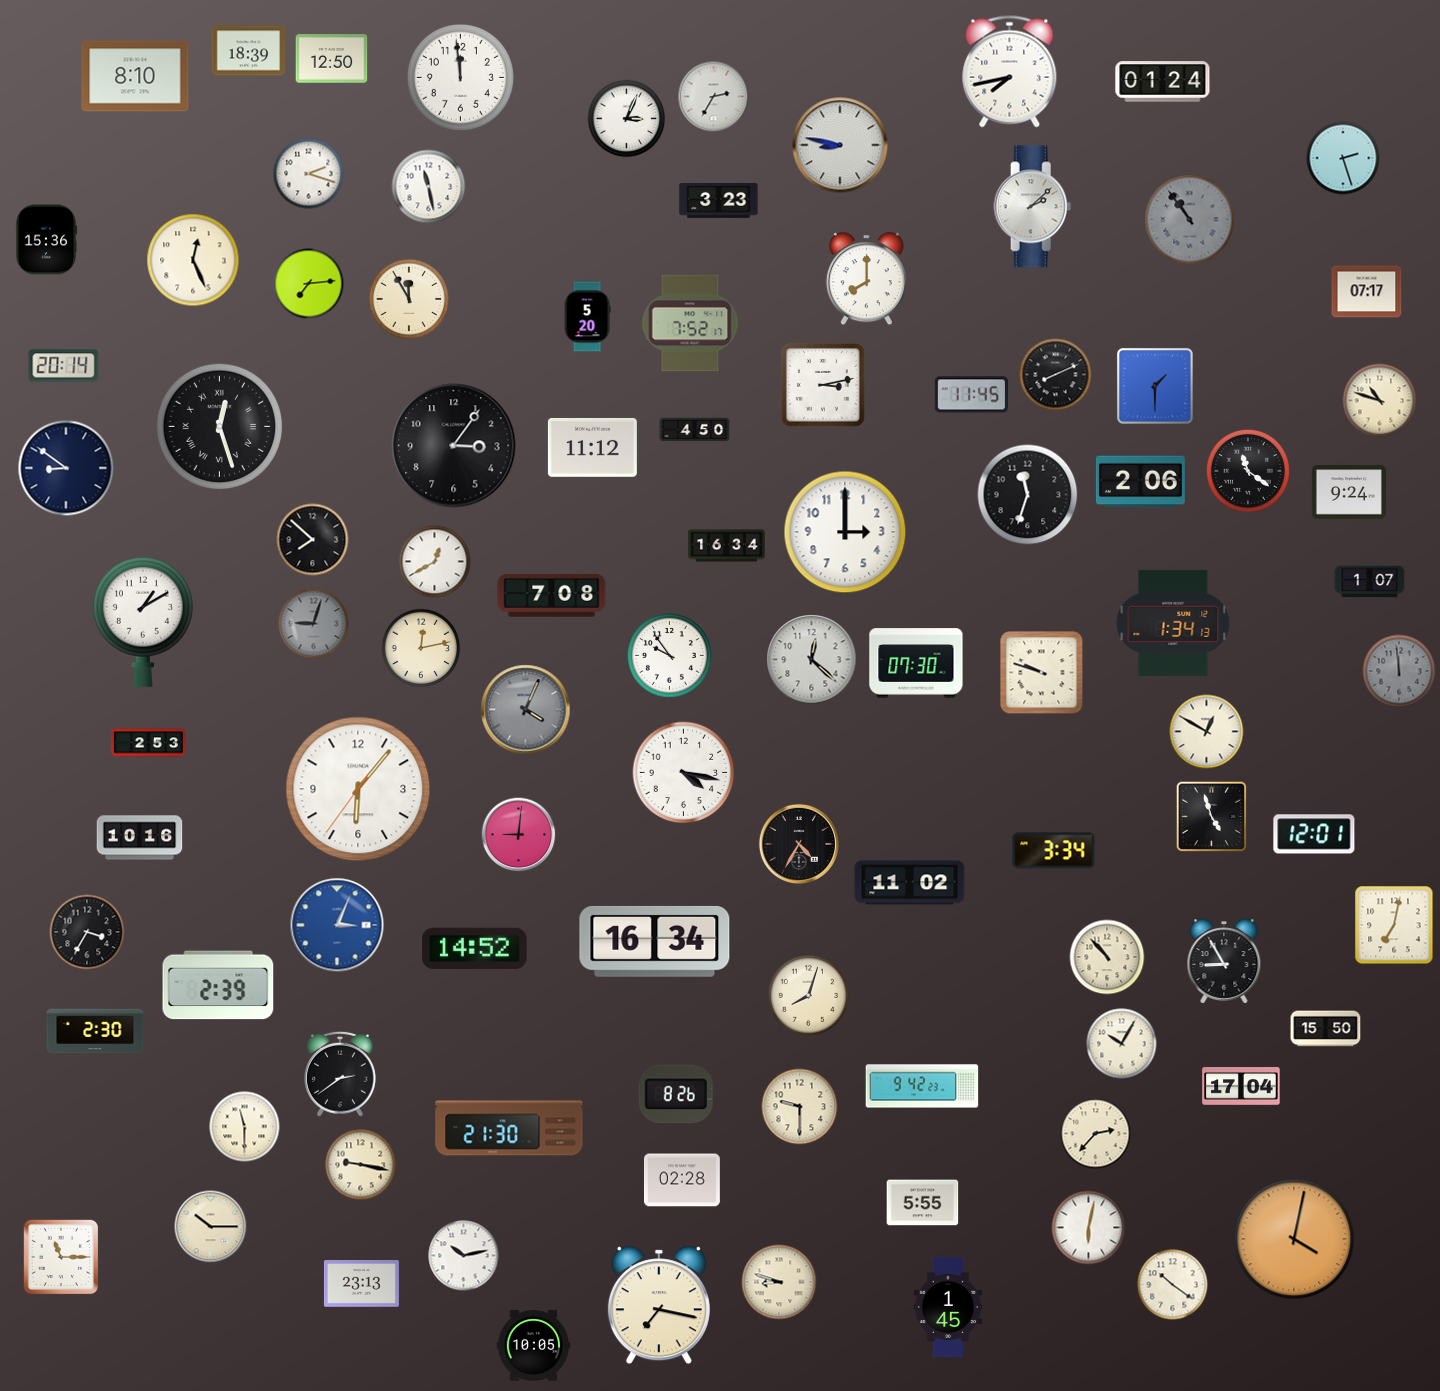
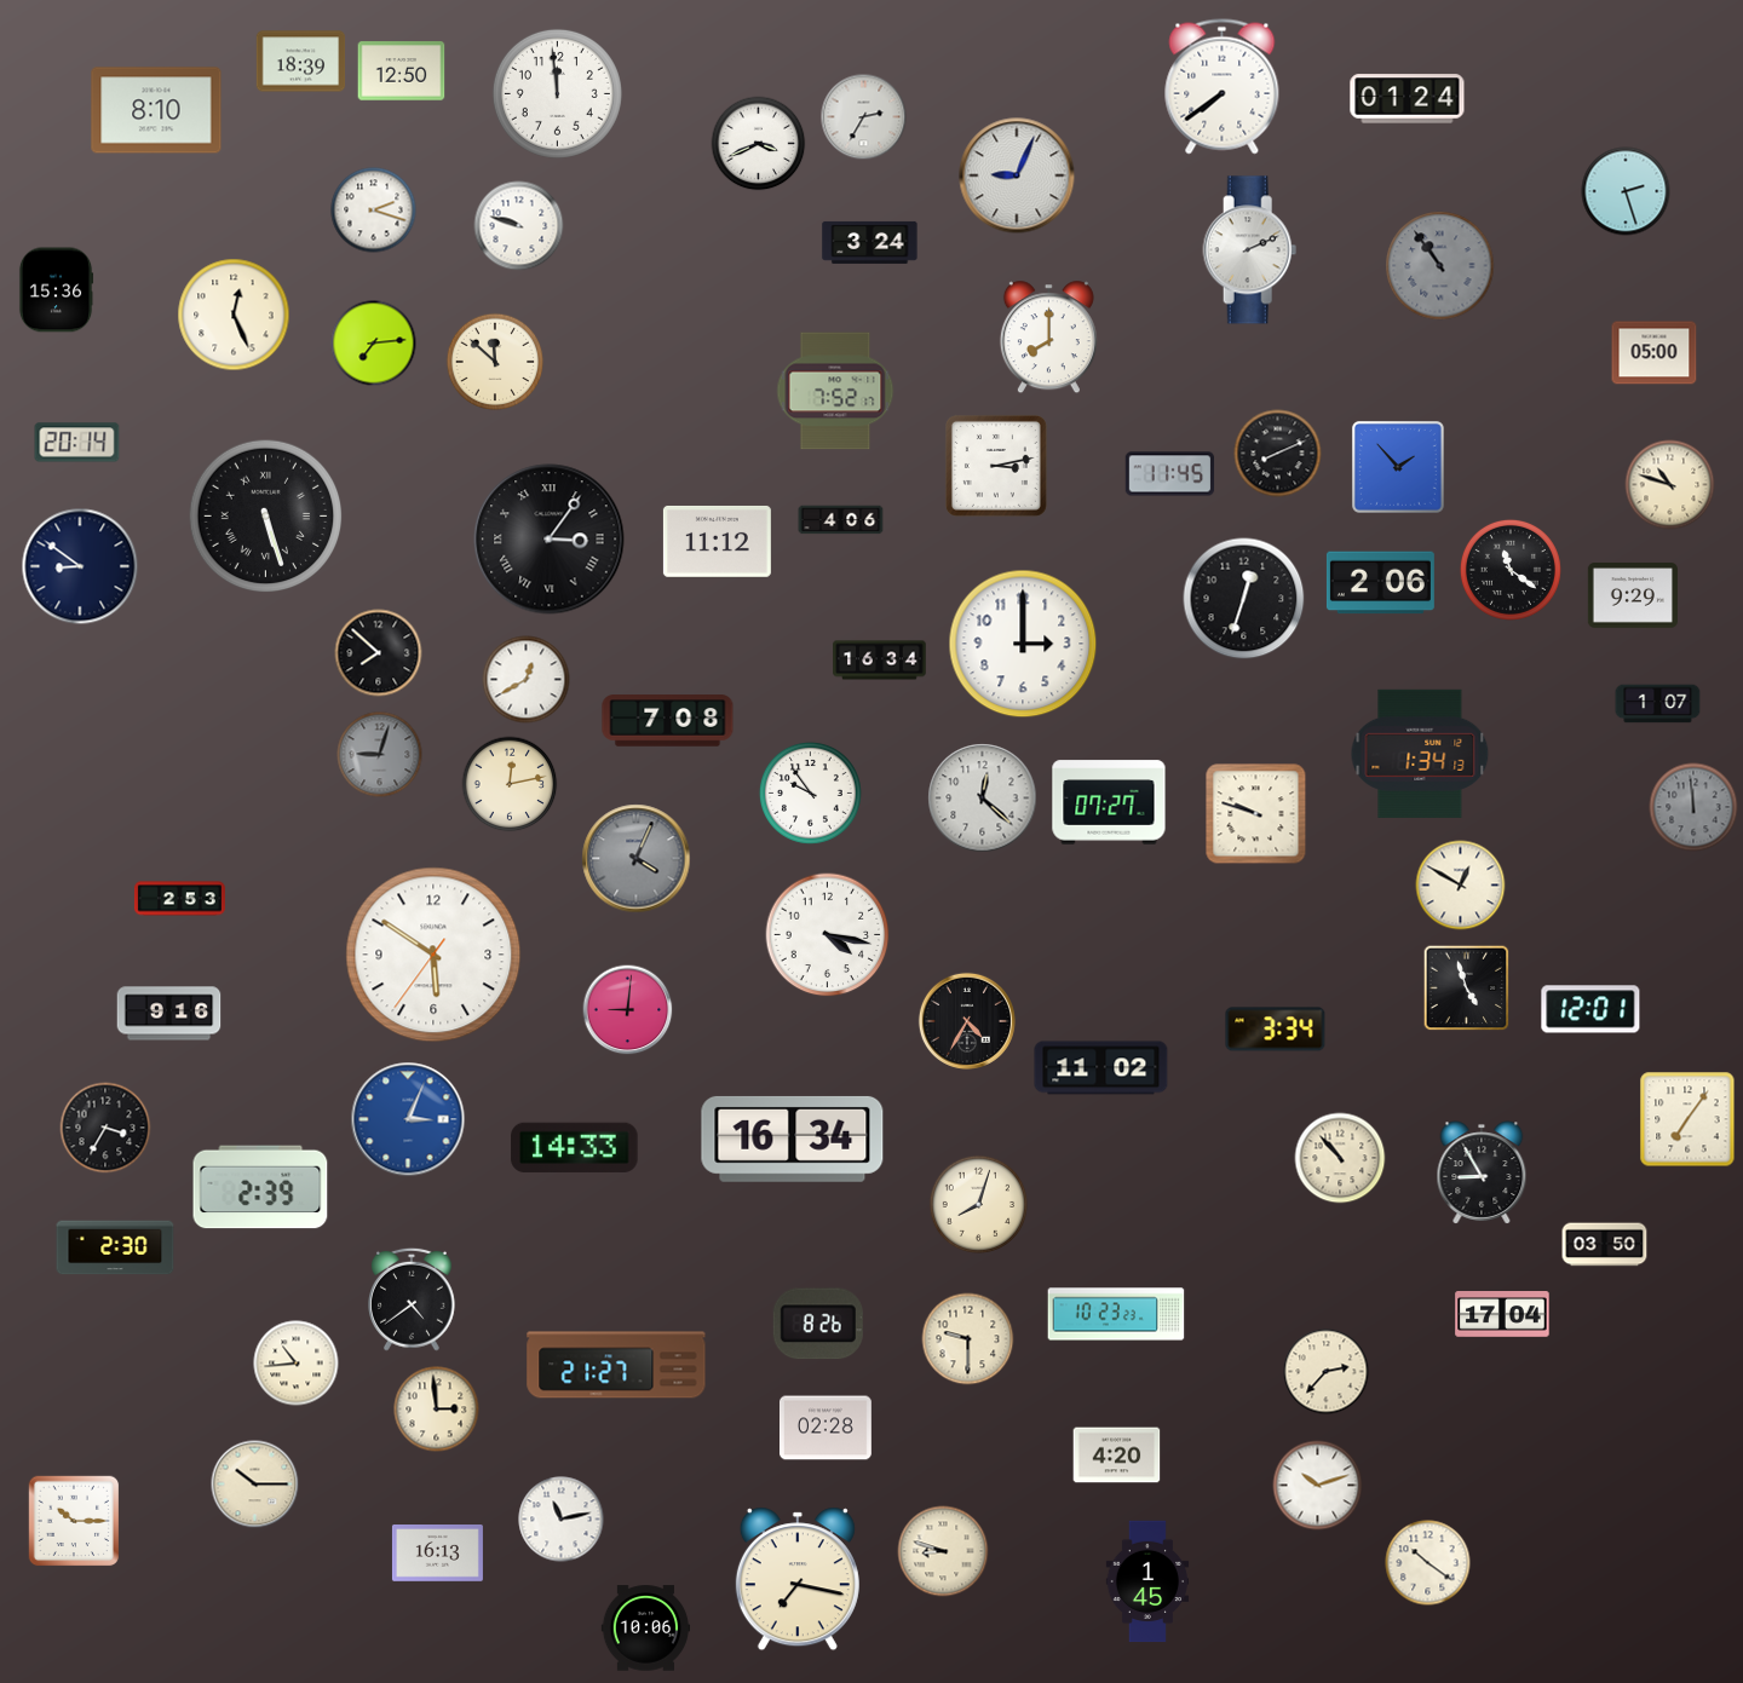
clock at (1010, 72): 7:43 -> 7:39
clock at (135, 76) position: (135, 76) -> (156, 110)
clock at (627, 119): 3:04 -> 3:41
clock at (840, 145): 8:47 -> 9:04
clock at (429, 187): 11:28 -> 9:48
clock at (719, 200): 3:23 -> 3:24
clock at (1033, 207): 2:08 -> 2:11
clock at (1367, 292): 07:17 -> 05:00
clock at (409, 299): 11:55 -> 11:52
clock at (587, 317): 5:20 -> none
clock at (1155, 386): 1:30 -> 1:53
clock at (972, 395) position: (972, 395) -> (1170, 474)
clock at (220, 427): 12:27 -> 5:27
clock at (695, 430): 4:50 -> 4:06
clock at (454, 446) numerals: Arabic -> Roman
clock at (1349, 493): 9:24 -> 9:29
clock at (1028, 495): 11:33 -> 12:33
clock at (143, 622): 1:10 -> none
clock at (916, 663): 07:30 -> 07:27
clock at (1399, 671) position: (1399, 671) -> (1693, 807)
clock at (1042, 673) position: (1042, 673) -> (1256, 814)
clock at (358, 789): 6:06 -> 5:50
clock at (140, 838): 10:16 -> 9:16
clock at (1394, 925): 7:02 -> 7:06
clock at (475, 948): 14:52 -> 14:33
clock at (1224, 961) position: (1224, 961) -> (1482, 1172)
clock at (218, 985) position: (218, 985) -> (260, 1187)
clock at (1326, 1029): 15:50 -> 03:50
clock at (1122, 1044): 10:05 -> none
clock at (341, 1074): 2:39 -> 4:39
clock at (922, 1086): 9:42 -> 10:23
clock at (245, 1127): 11:30 -> 10:44
clock at (509, 1128): 21:30 -> 21:27
clock at (361, 1165): 9:17 -> 2:59
clock at (923, 1203): 5:55 -> 4:20
clock at (1089, 1228): 6:02 -> 10:12
clock at (1294, 1239): 4:02 -> none
clock at (464, 1256): 10:13 -> 11:13
clock at (61, 1257): 11:15 -> 10:15
clock at (361, 1284): 23:13 -> 16:13
clock at (1173, 1285) position: (1173, 1285) -> (1428, 1563)
clock at (534, 1346): 10:05 -> 10:06
